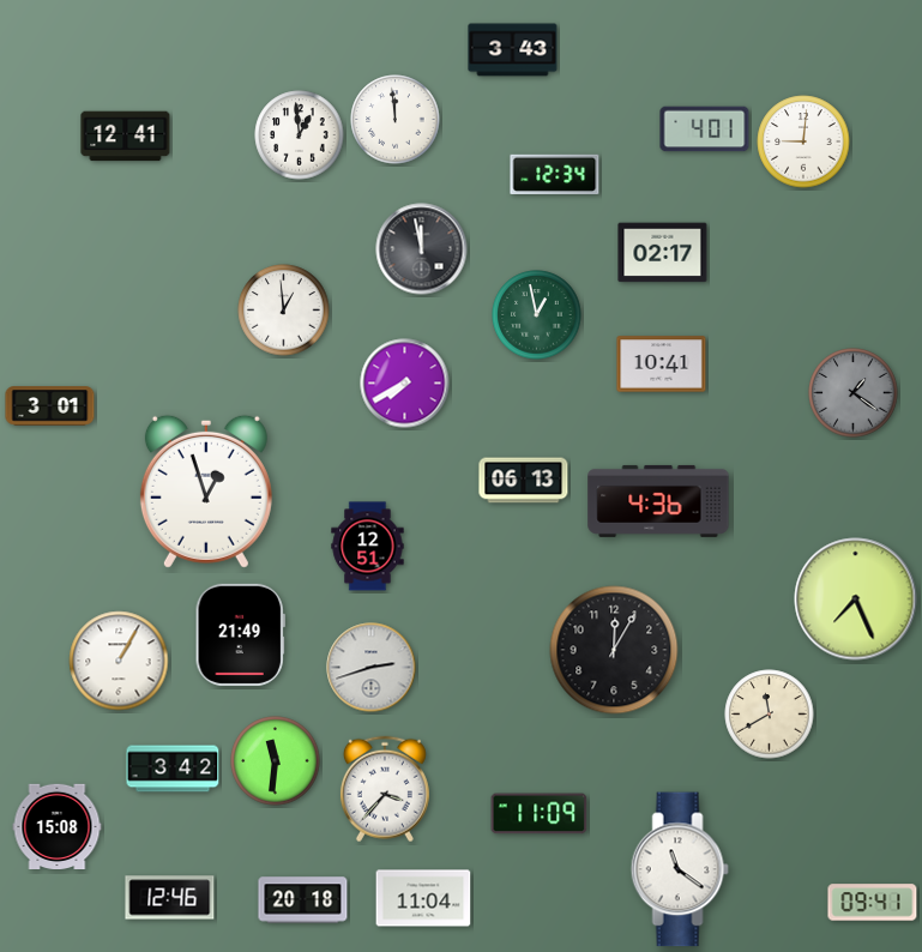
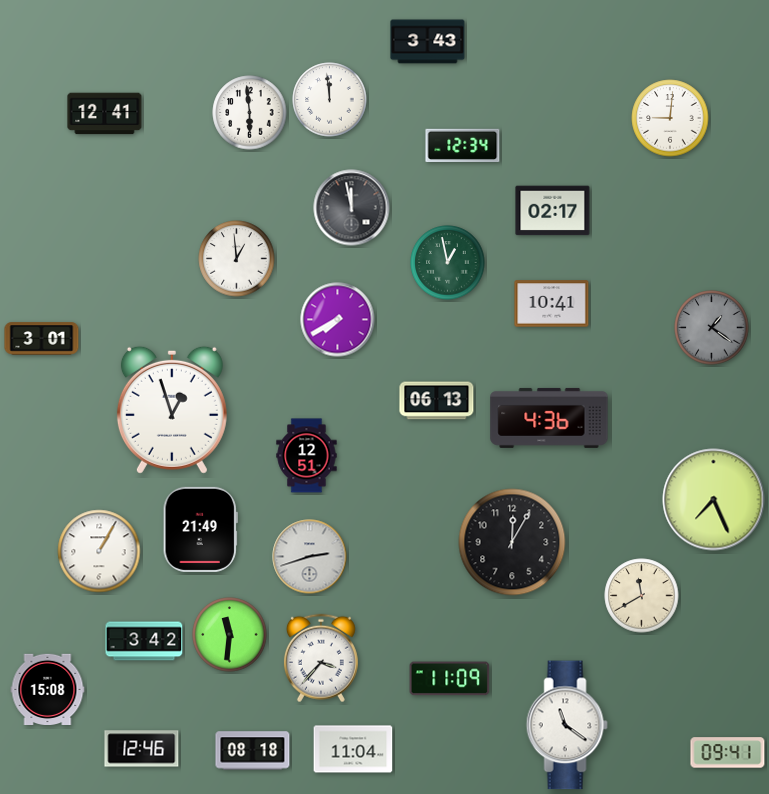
clock at (705, 129): 4:01 -> none
clock at (300, 135): 12:59 -> 5:59
clock at (303, 900): 20:18 -> 08:18
